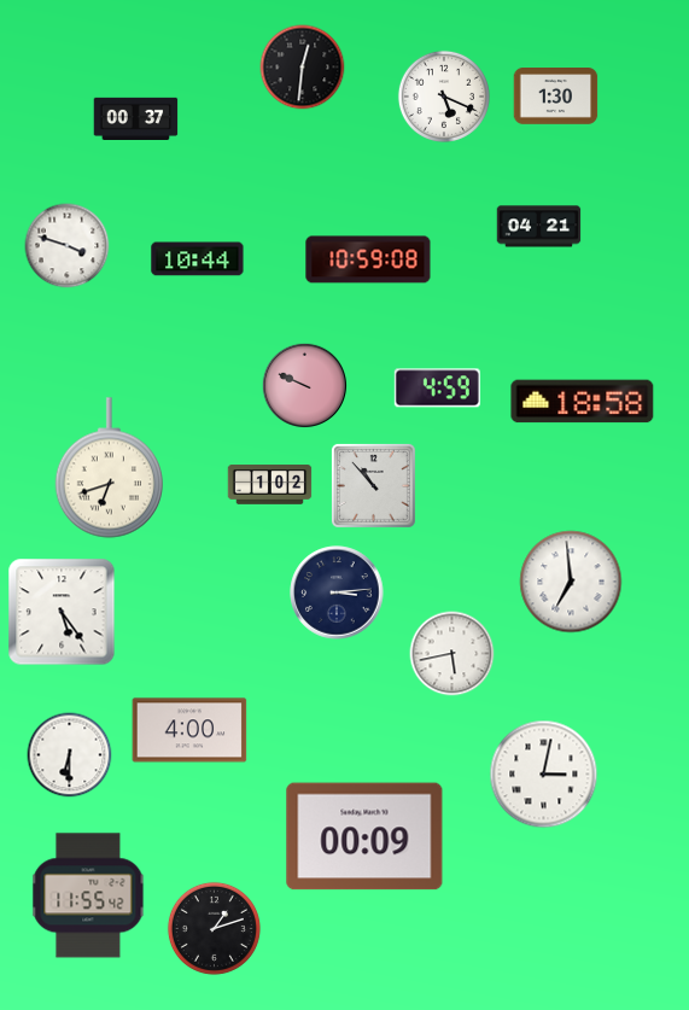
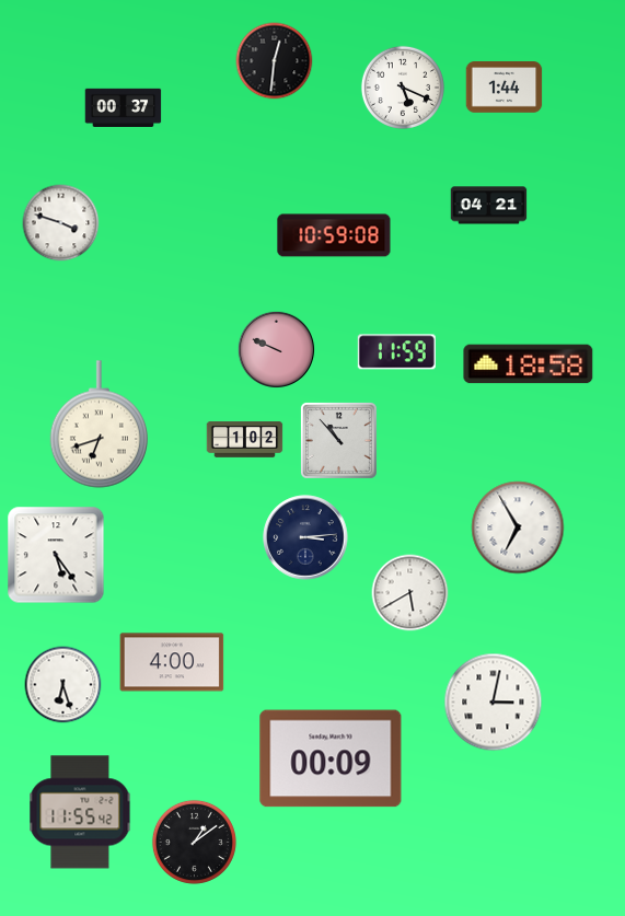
clock at (556, 97): 1:30 -> 1:44
clock at (198, 259): 10:44 -> none
clock at (437, 389): 4:59 -> 11:59
clock at (571, 582): 6:59 -> 6:55
clock at (452, 654): 5:43 -> 5:40
clock at (70, 755): 6:30 -> 6:27
clock at (214, 928): 1:12 -> 1:09
